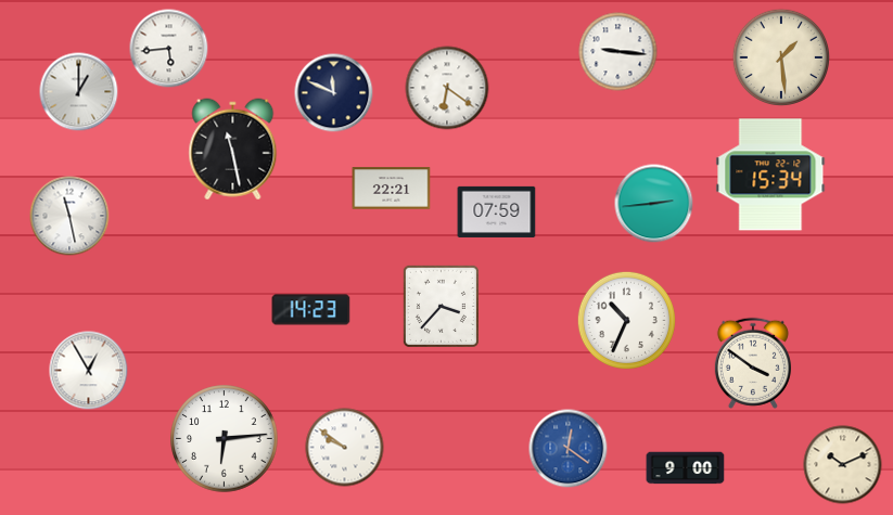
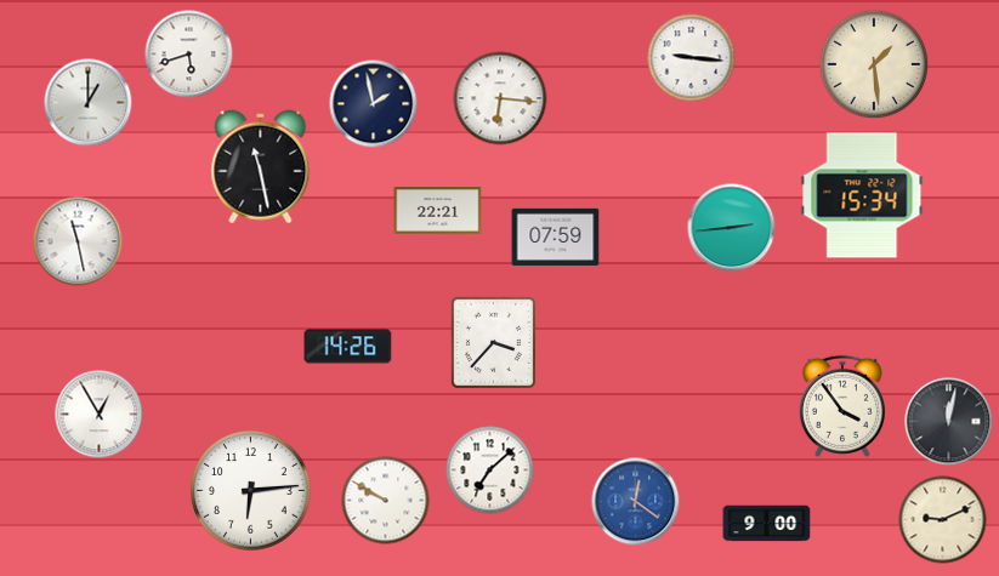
clock at (169, 49): 5:44 -> 5:42
clock at (447, 88): 6:21 -> 6:16
clock at (334, 93): 11:49 -> 1:58
clock at (311, 310): 14:23 -> 14:26
clock at (626, 320): 10:34 -> none
clock at (753, 363): 3:51 -> 3:54
clock at (949, 422): none -> 12:02
clock at (490, 471): none -> 7:08
clock at (345, 448): 9:51 -> 9:50
clock at (843, 465): 10:11 -> 9:11
